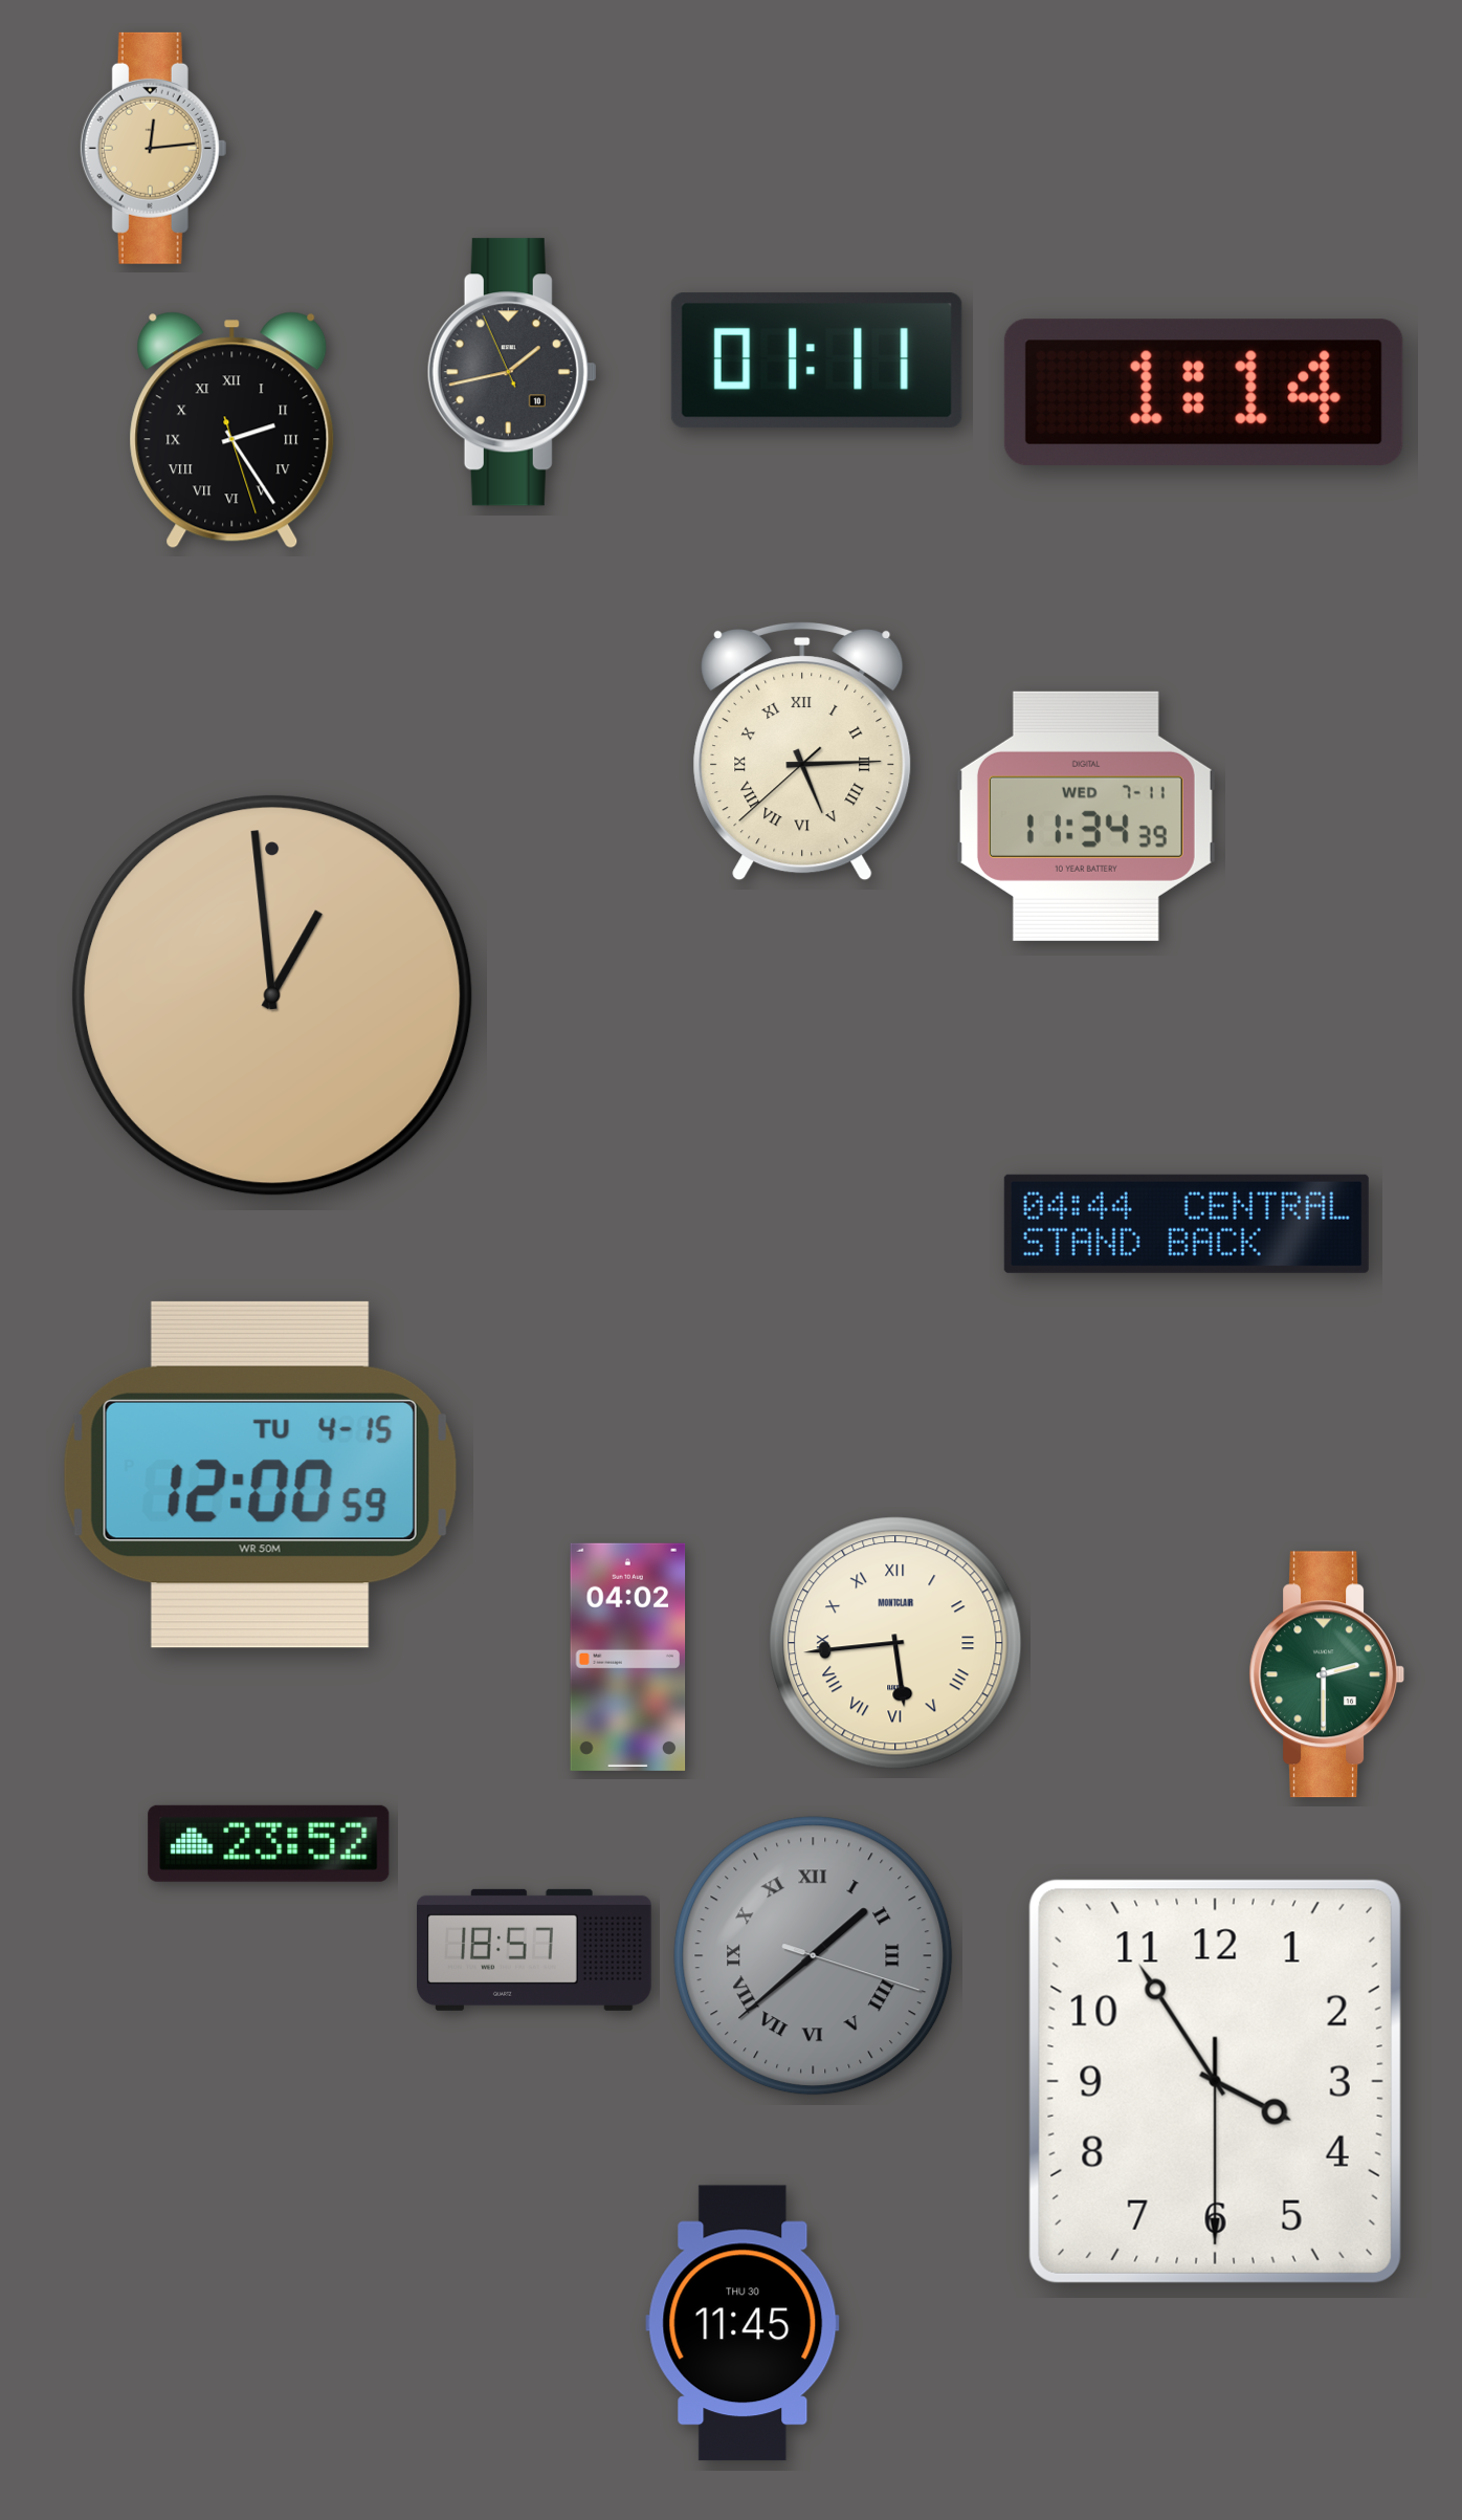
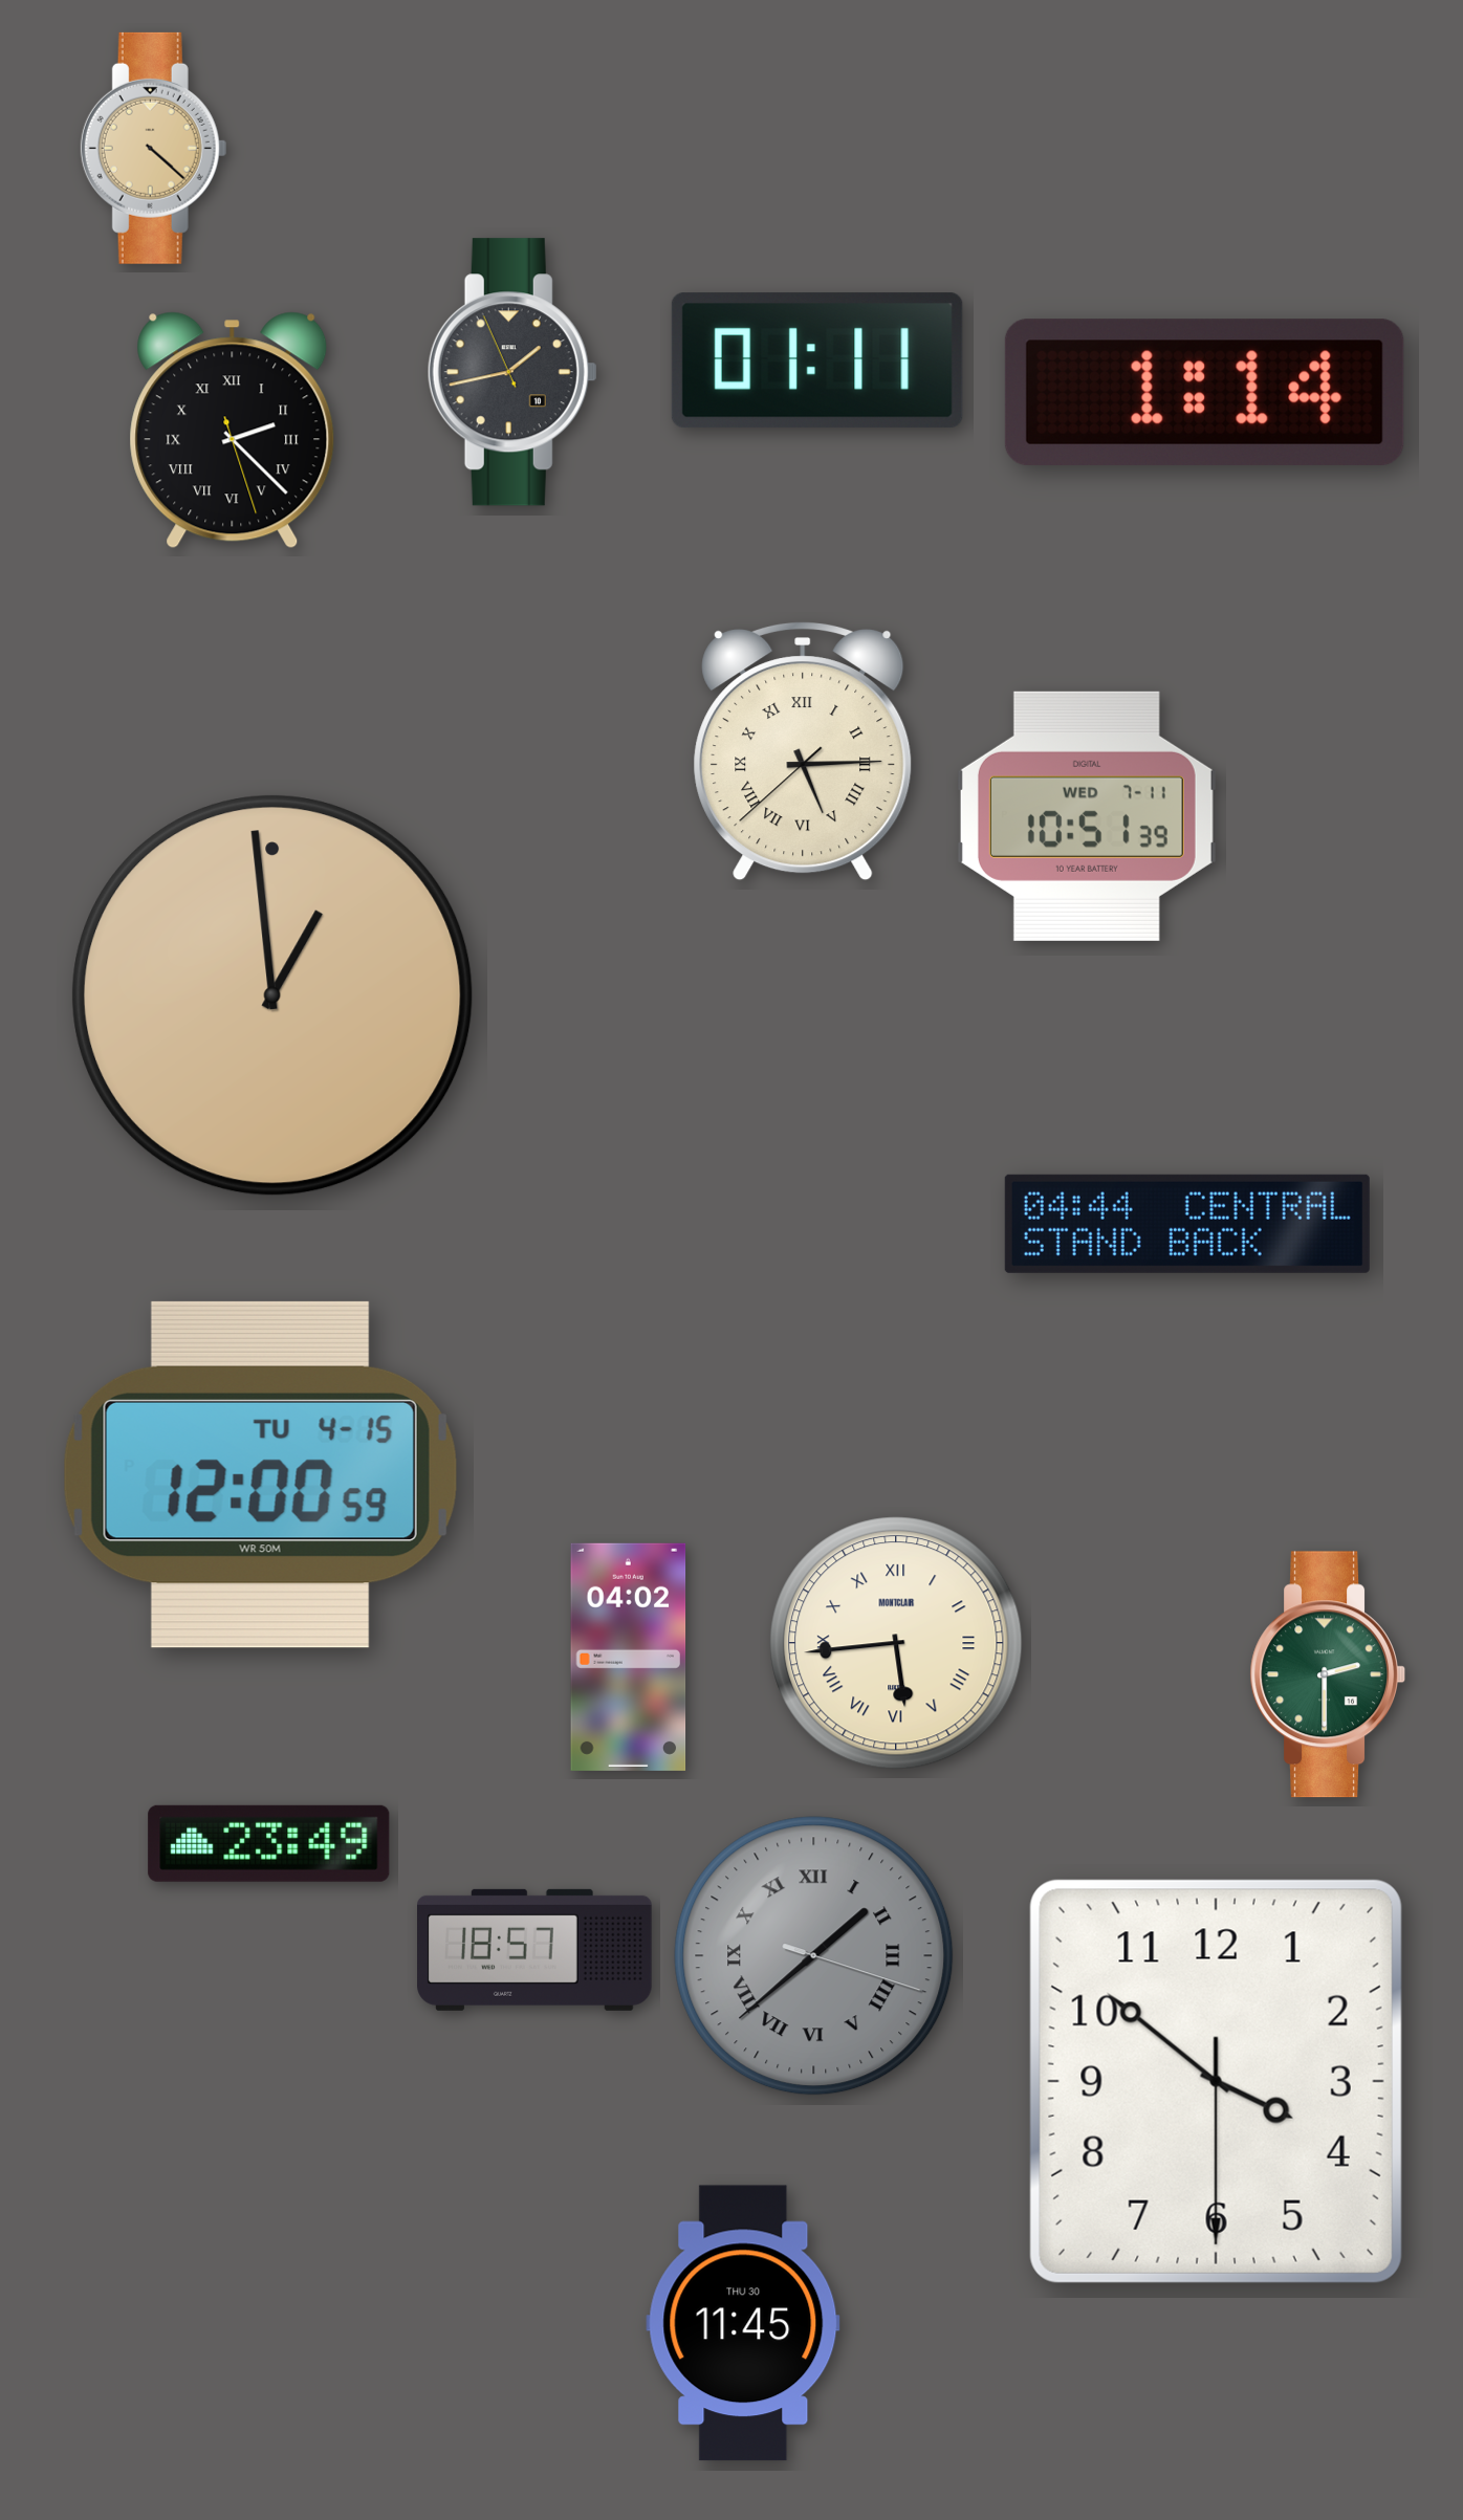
clock at (154, 148): 12:14 -> 4:22
clock at (232, 431): 2:24 -> 2:22
clock at (1086, 816): 11:34 -> 10:51
clock at (269, 1843): 23:52 -> 23:49
clock at (1215, 2081): 3:54 -> 3:51
